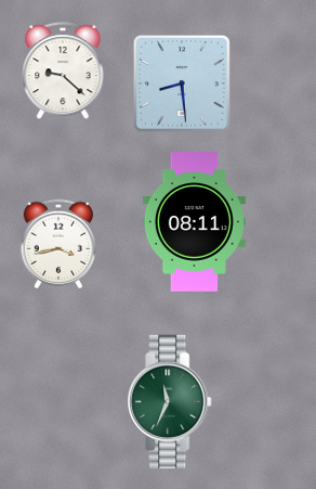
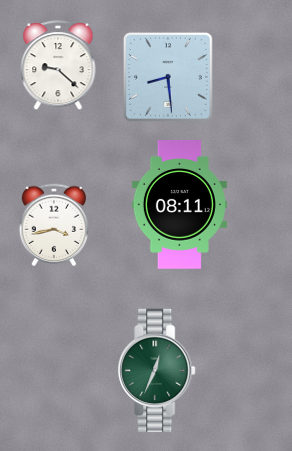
clock at (170, 402): 11:34 -> 12:34
